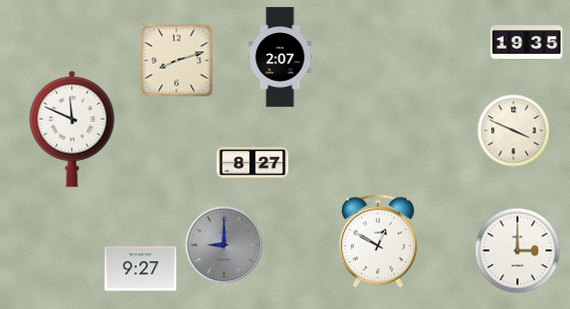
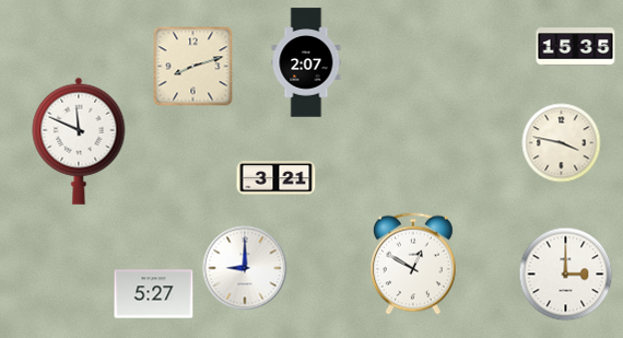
clock at (527, 43): 19:35 -> 15:35
clock at (514, 131): 3:49 -> 3:47
clock at (253, 163): 8:27 -> 3:21
clock at (224, 245) dial: grey -> white
clock at (141, 269): 9:27 -> 5:27
